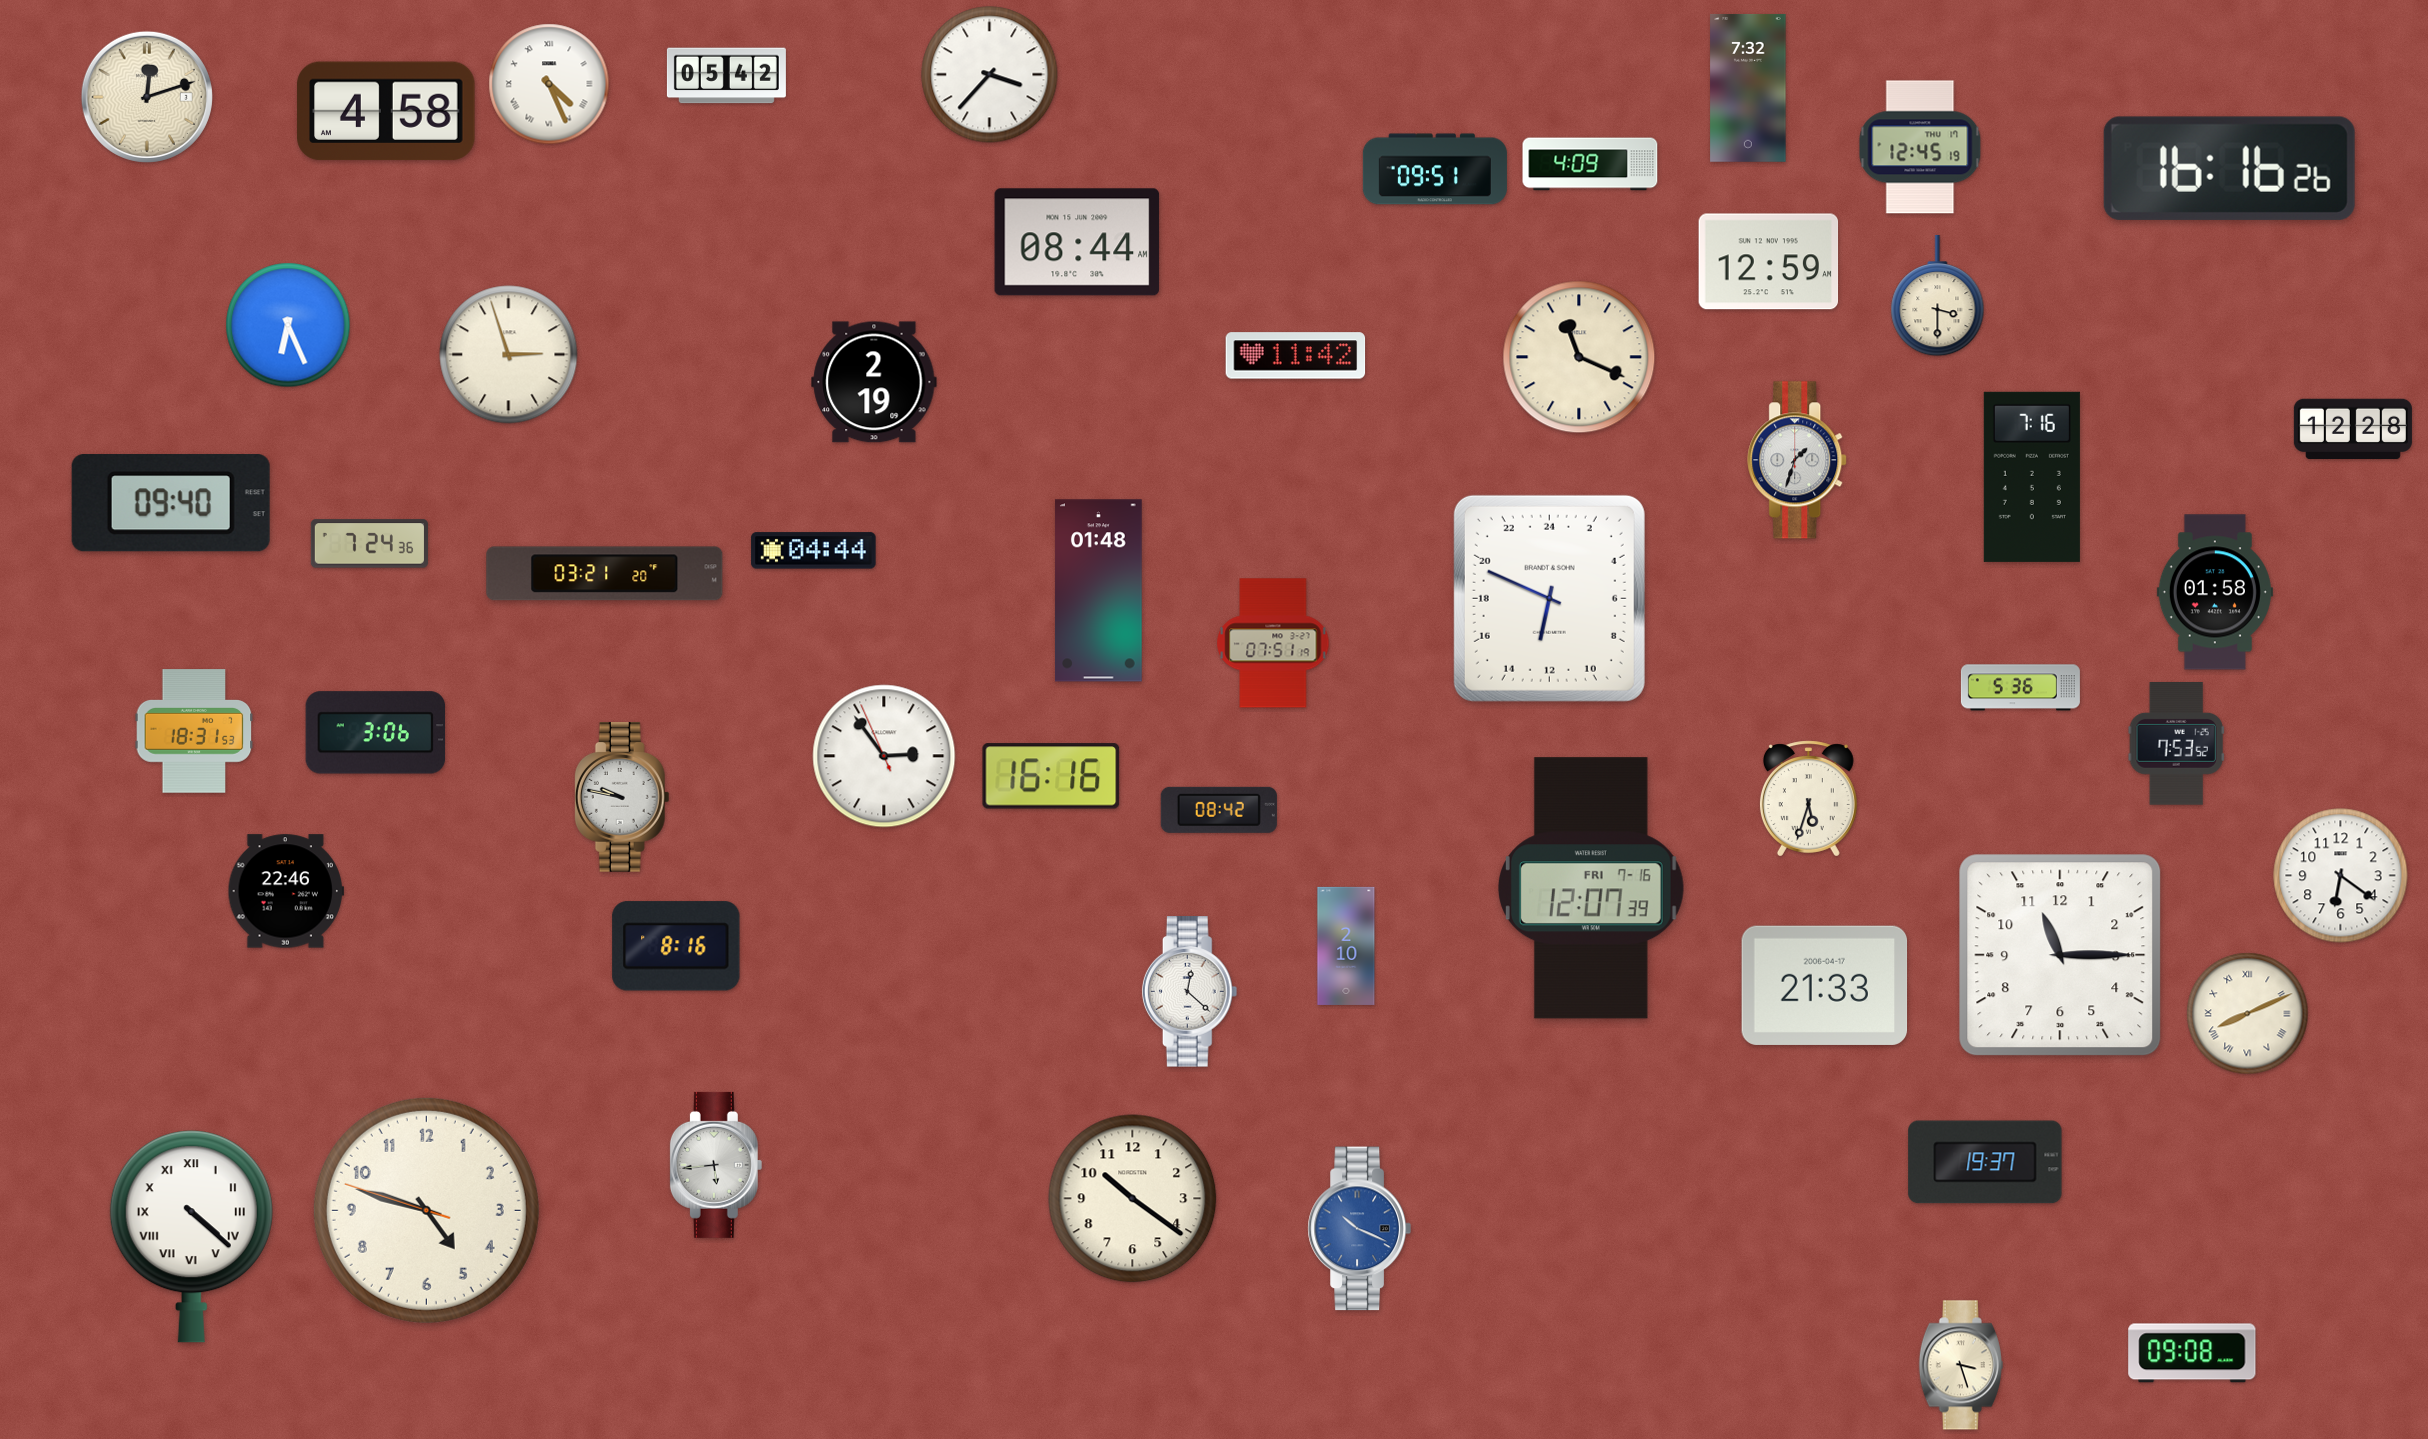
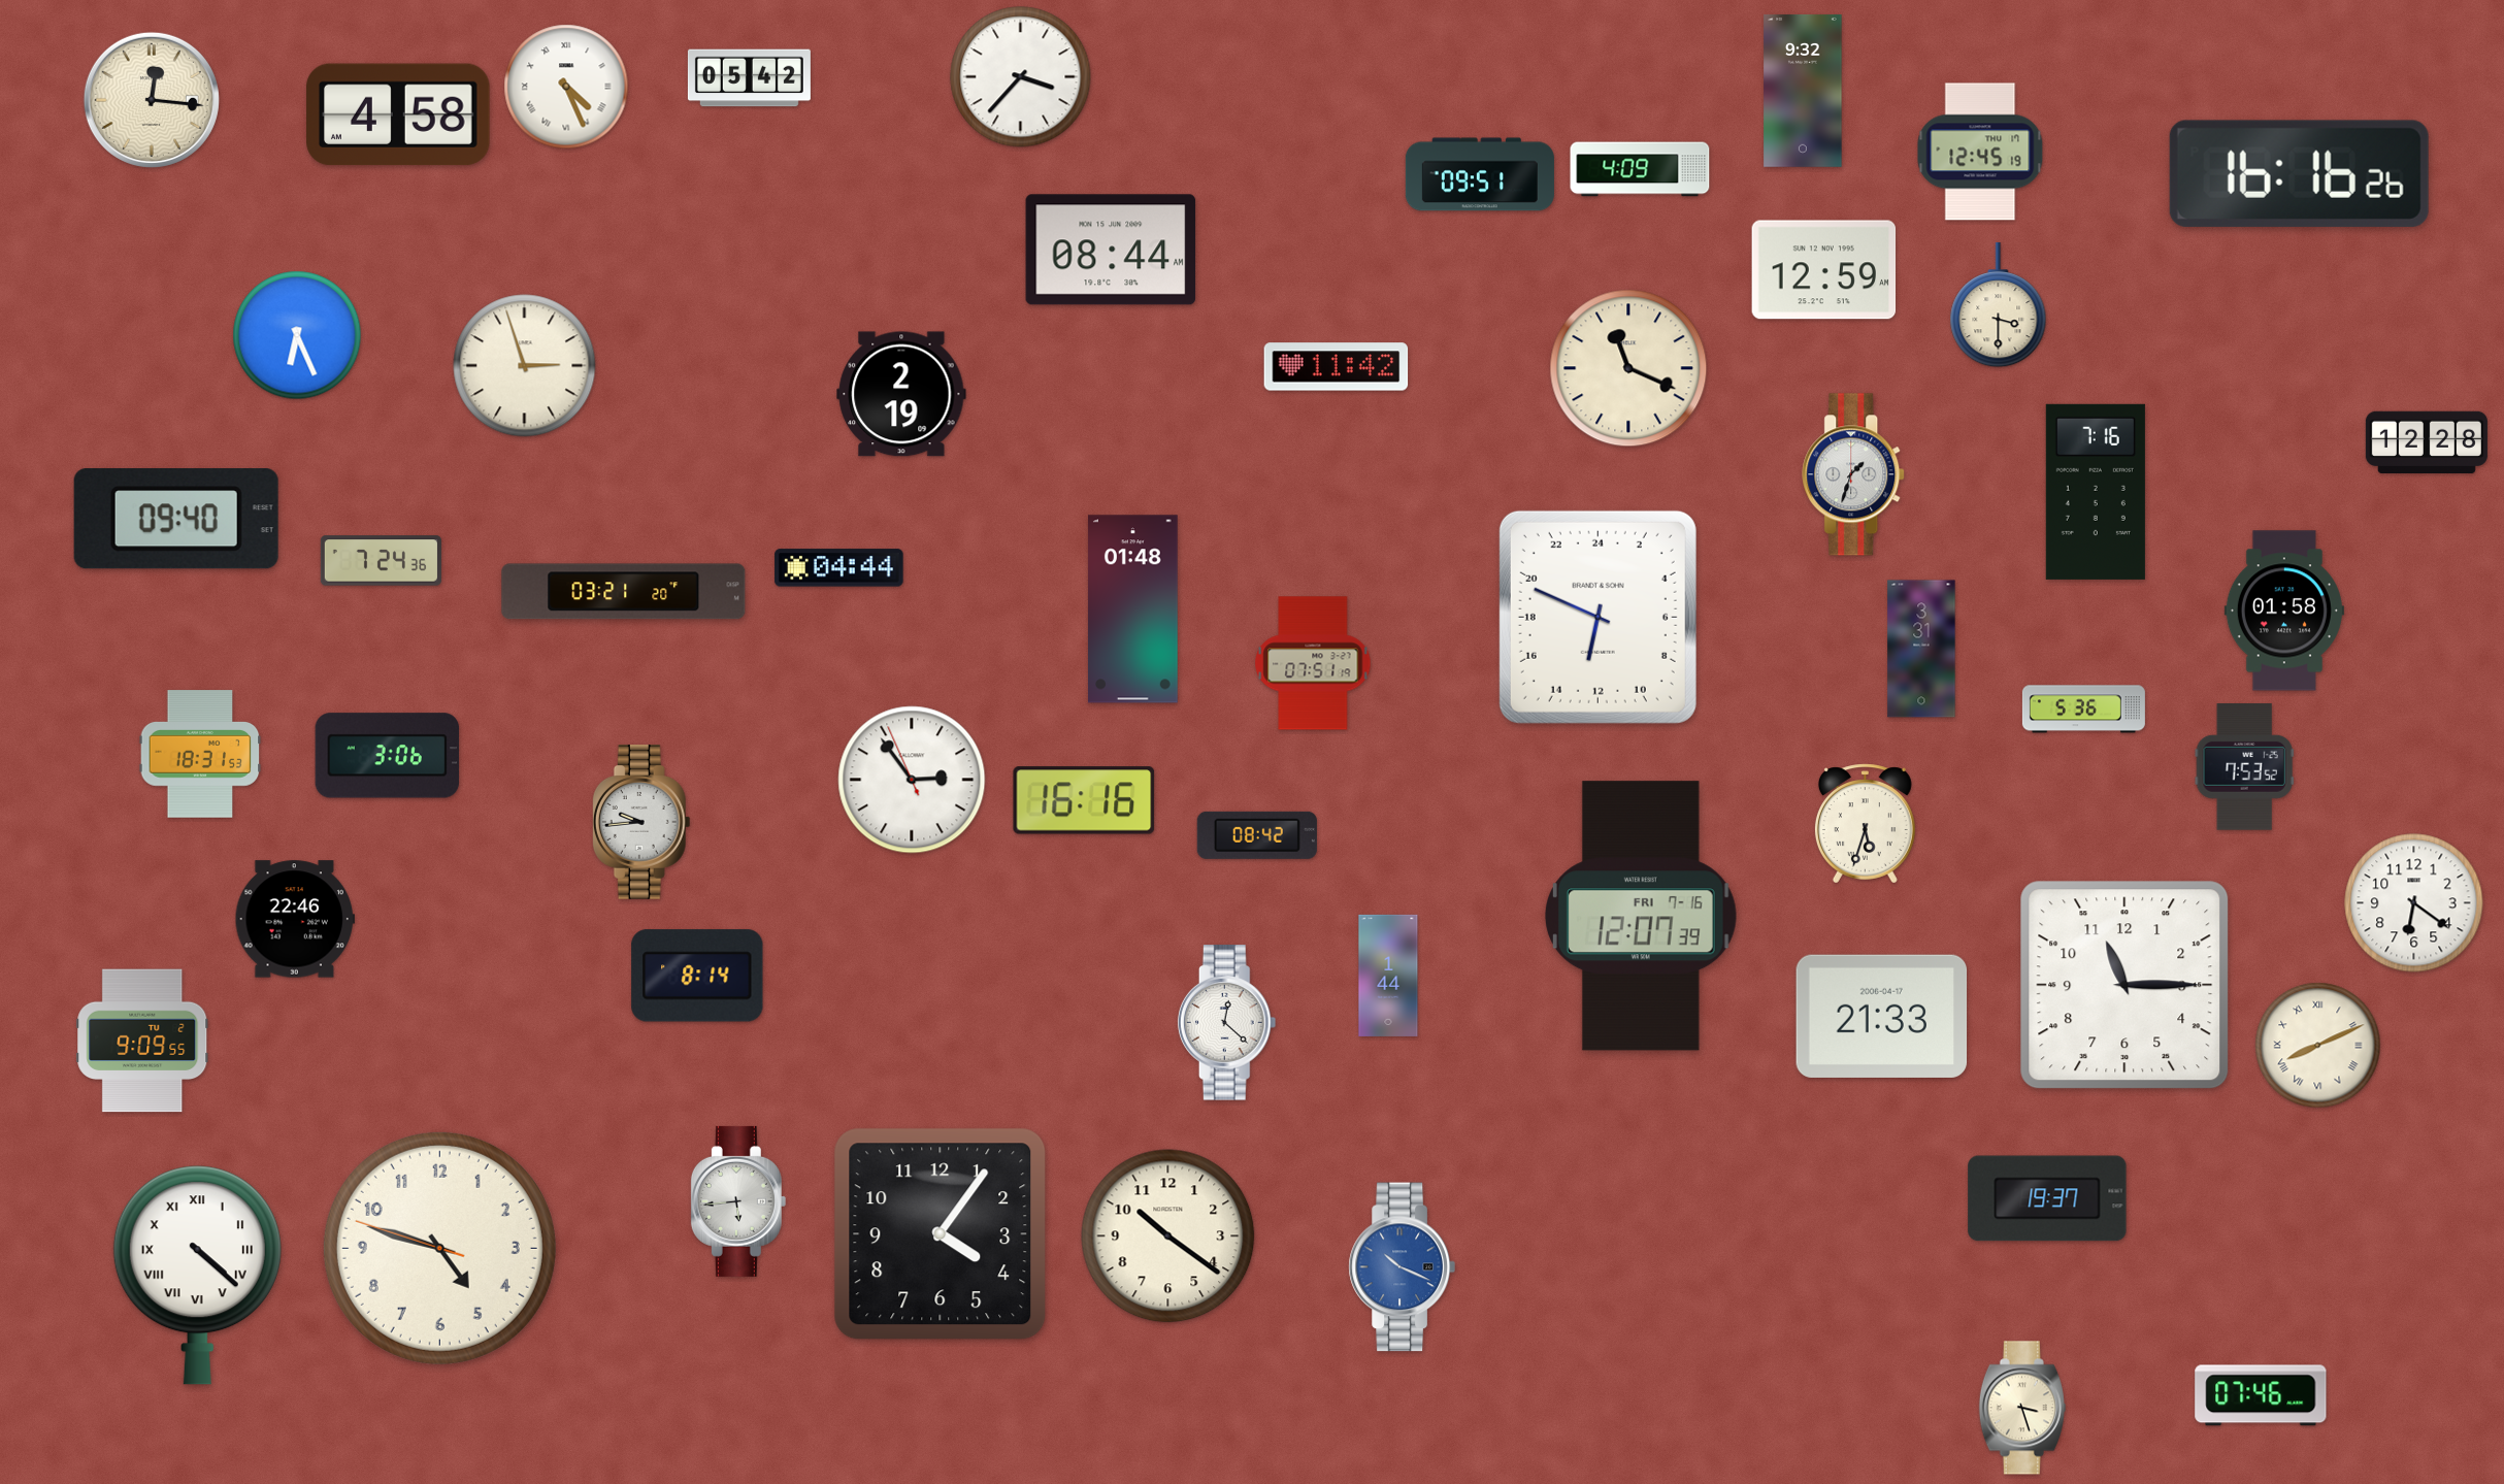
clock at (1748, 88): 7:32 -> 9:32
clock at (147, 97): 12:12 -> 12:16
clock at (1921, 649): none -> 3:31
clock at (622, 797): 9:47 -> 9:44
clock at (676, 946): 8:16 -> 8:14
clock at (1346, 946): 2:10 -> 1:44
clock at (142, 1041): none -> 9:09
clock at (941, 1234): none -> 4:06
clock at (2192, 1353): 09:08 -> 07:46
